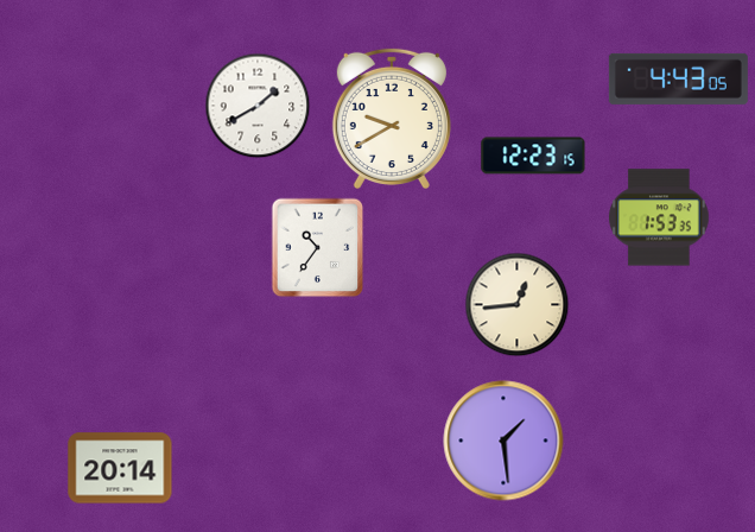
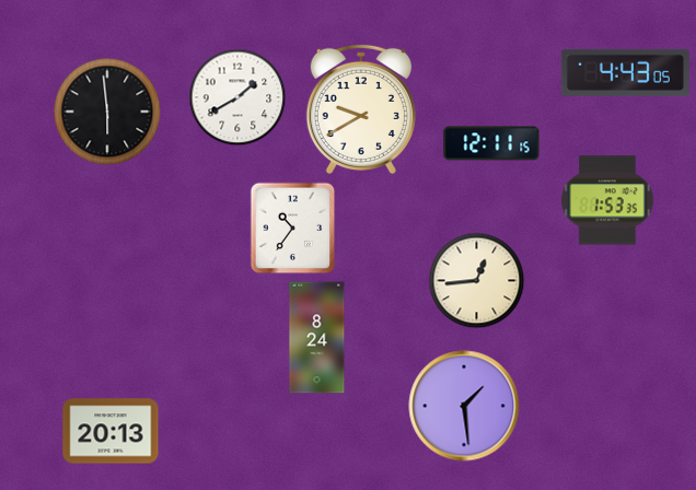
clock at (107, 112): none -> 5:59
clock at (533, 156): 12:23 -> 12:11
clock at (317, 338): none -> 8:24
clock at (120, 468): 20:14 -> 20:13
